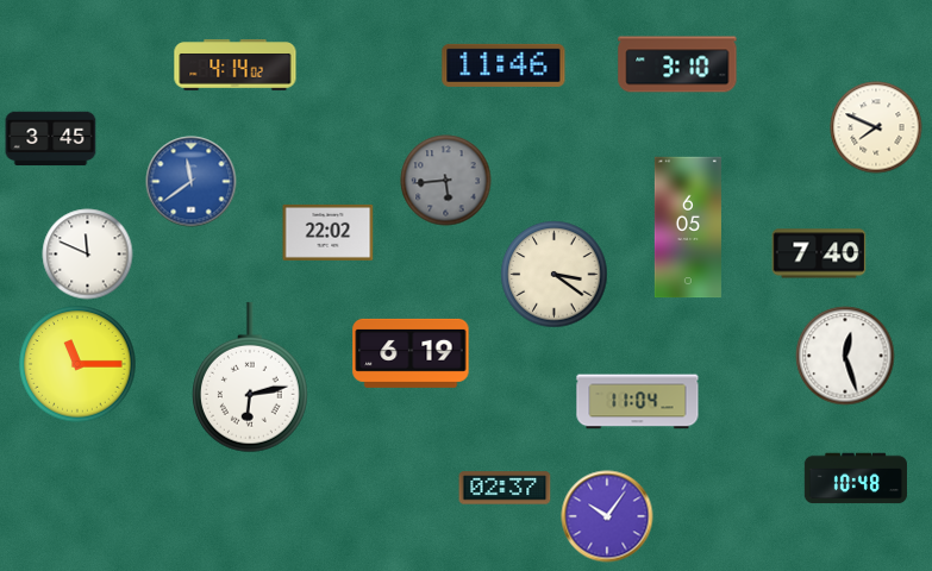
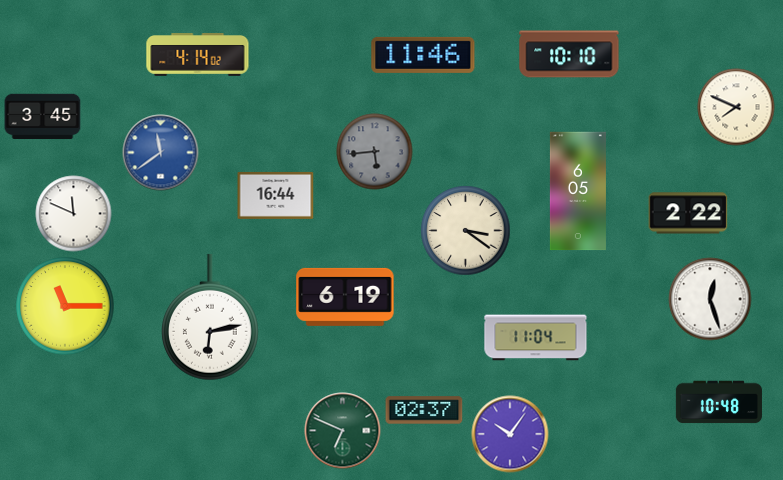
clock at (677, 64): 3:10 -> 10:10
clock at (329, 232): 22:02 -> 16:44
clock at (819, 253): 7:40 -> 2:22
clock at (343, 431): none -> 6:49
